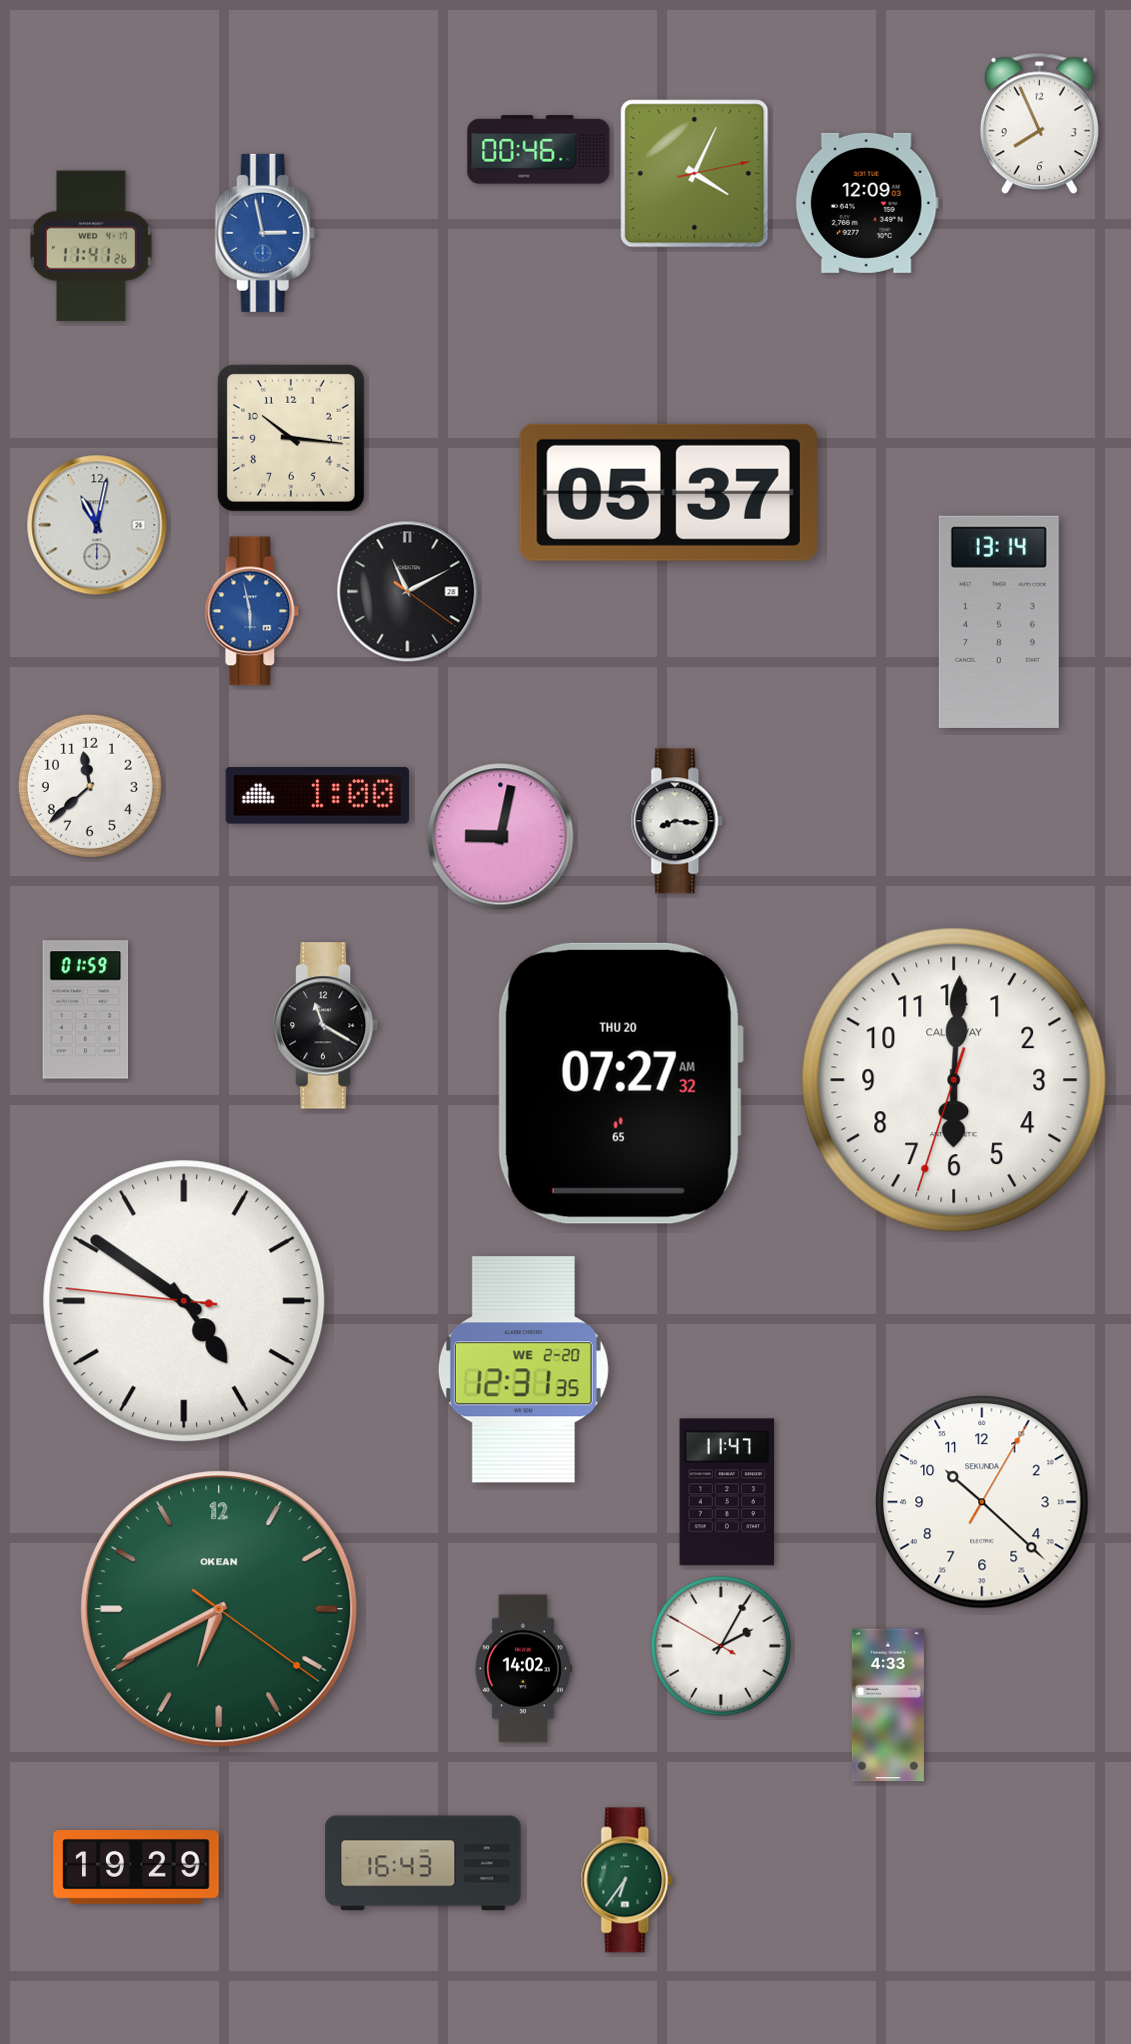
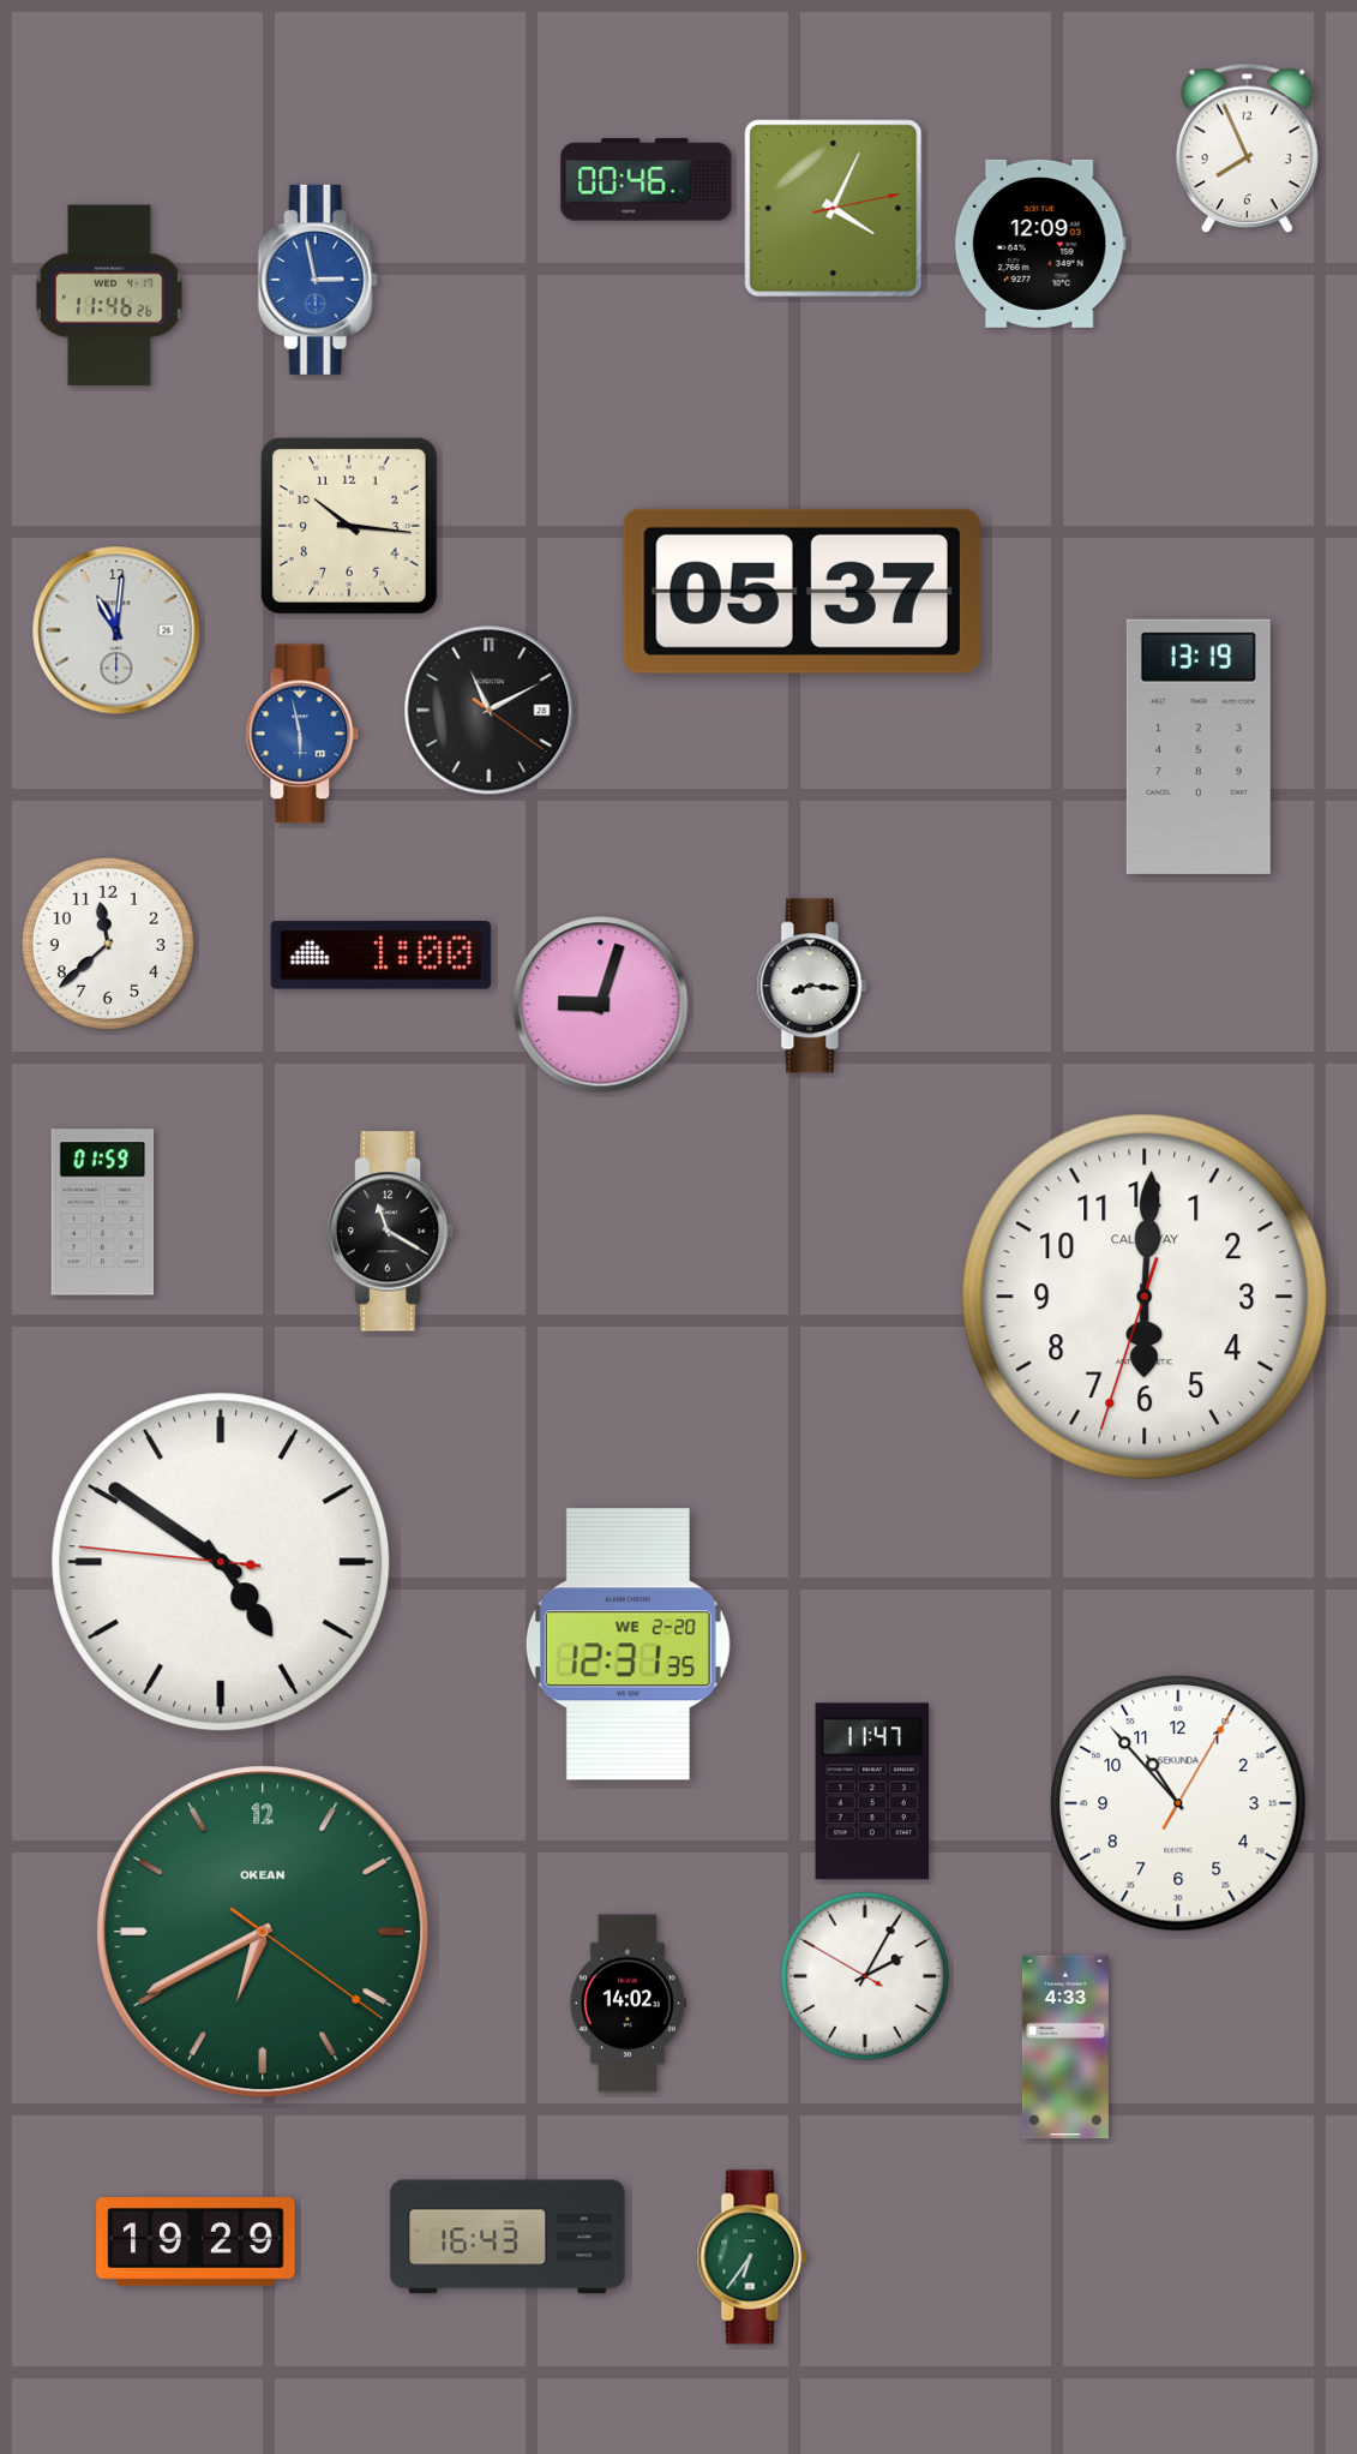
clock at (91, 246): 11:41 -> 11:46
clock at (97, 525): 11:02 -> 11:01
clock at (999, 622): 13:14 -> 13:19
clock at (501, 837): 9:02 -> 9:03
clock at (620, 1083): 07:27 -> none
clock at (982, 1502): 10:22 -> 10:53
clock at (136, 1868) position: (136, 1868) -> (196, 2243)
